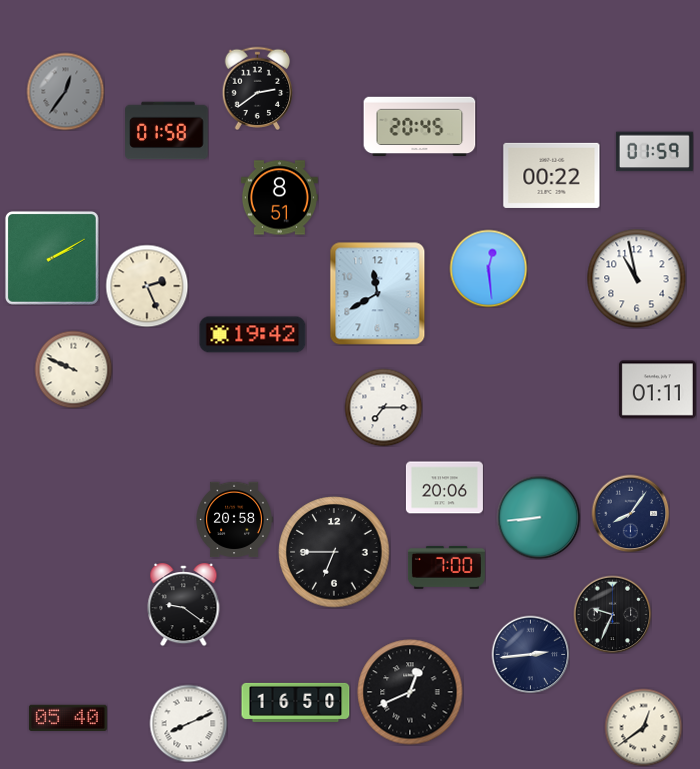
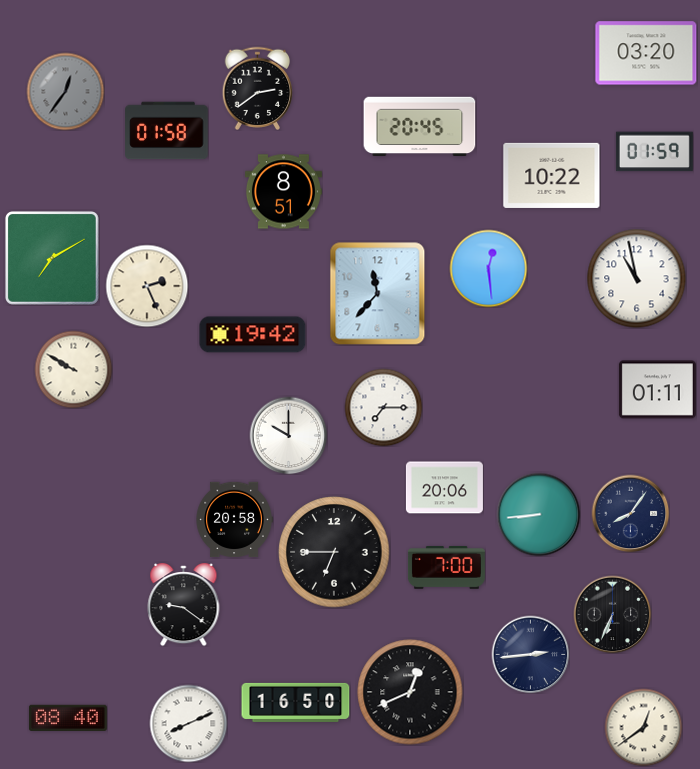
clock at (646, 53): none -> 03:20
clock at (552, 175): 00:22 -> 10:22
clock at (279, 198) position: (279, 198) -> (283, 192)
clock at (52, 258): 2:10 -> 7:10
clock at (378, 294): 11:40 -> 11:37
clock at (73, 369): 9:49 -> 9:50
clock at (288, 435): none -> 10:00
clock at (538, 517) position: (538, 517) -> (538, 514)
clock at (612, 614): 9:34 -> 6:34
clock at (68, 717): 05:40 -> 08:40
